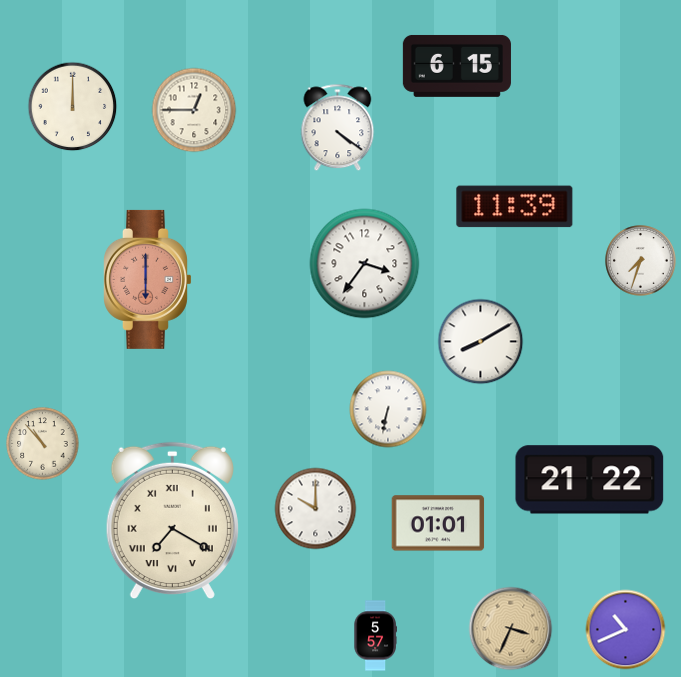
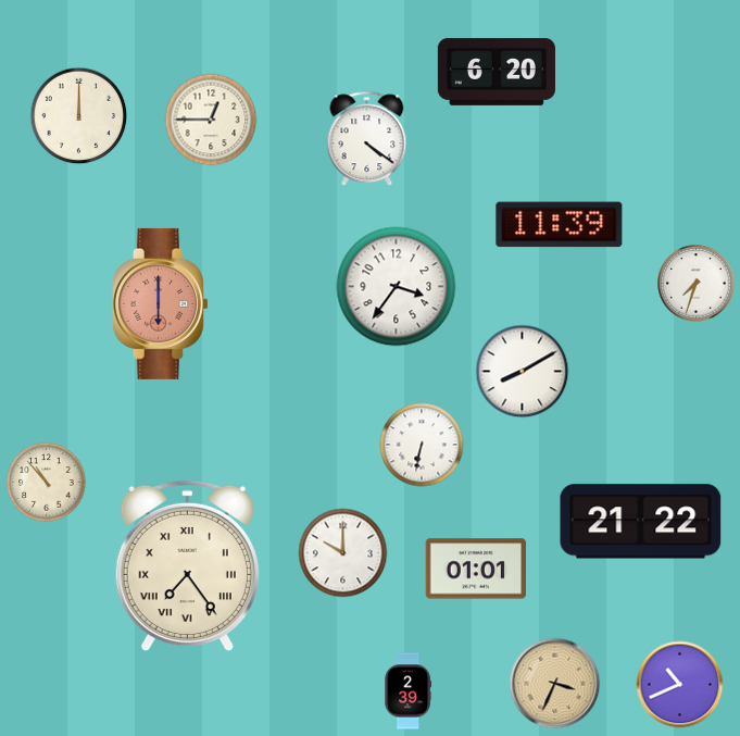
clock at (457, 66): 6:15 -> 6:20
clock at (172, 521): 7:20 -> 7:24
clock at (375, 636): 5:57 -> 2:39
